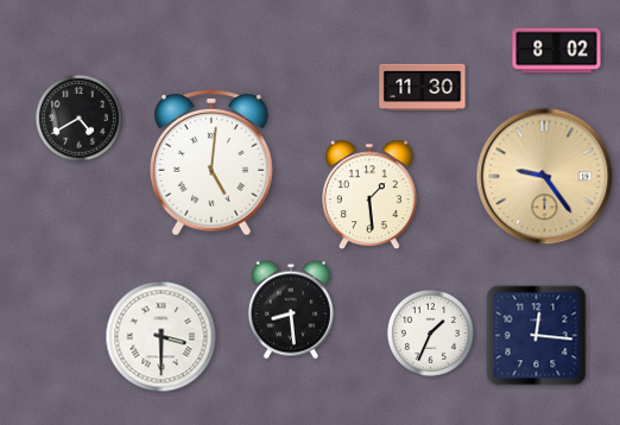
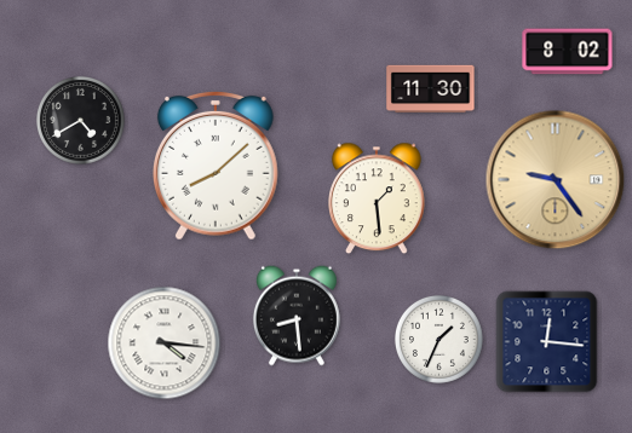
clock at (211, 163): 5:01 -> 8:08
clock at (162, 337): 3:30 -> 4:16
